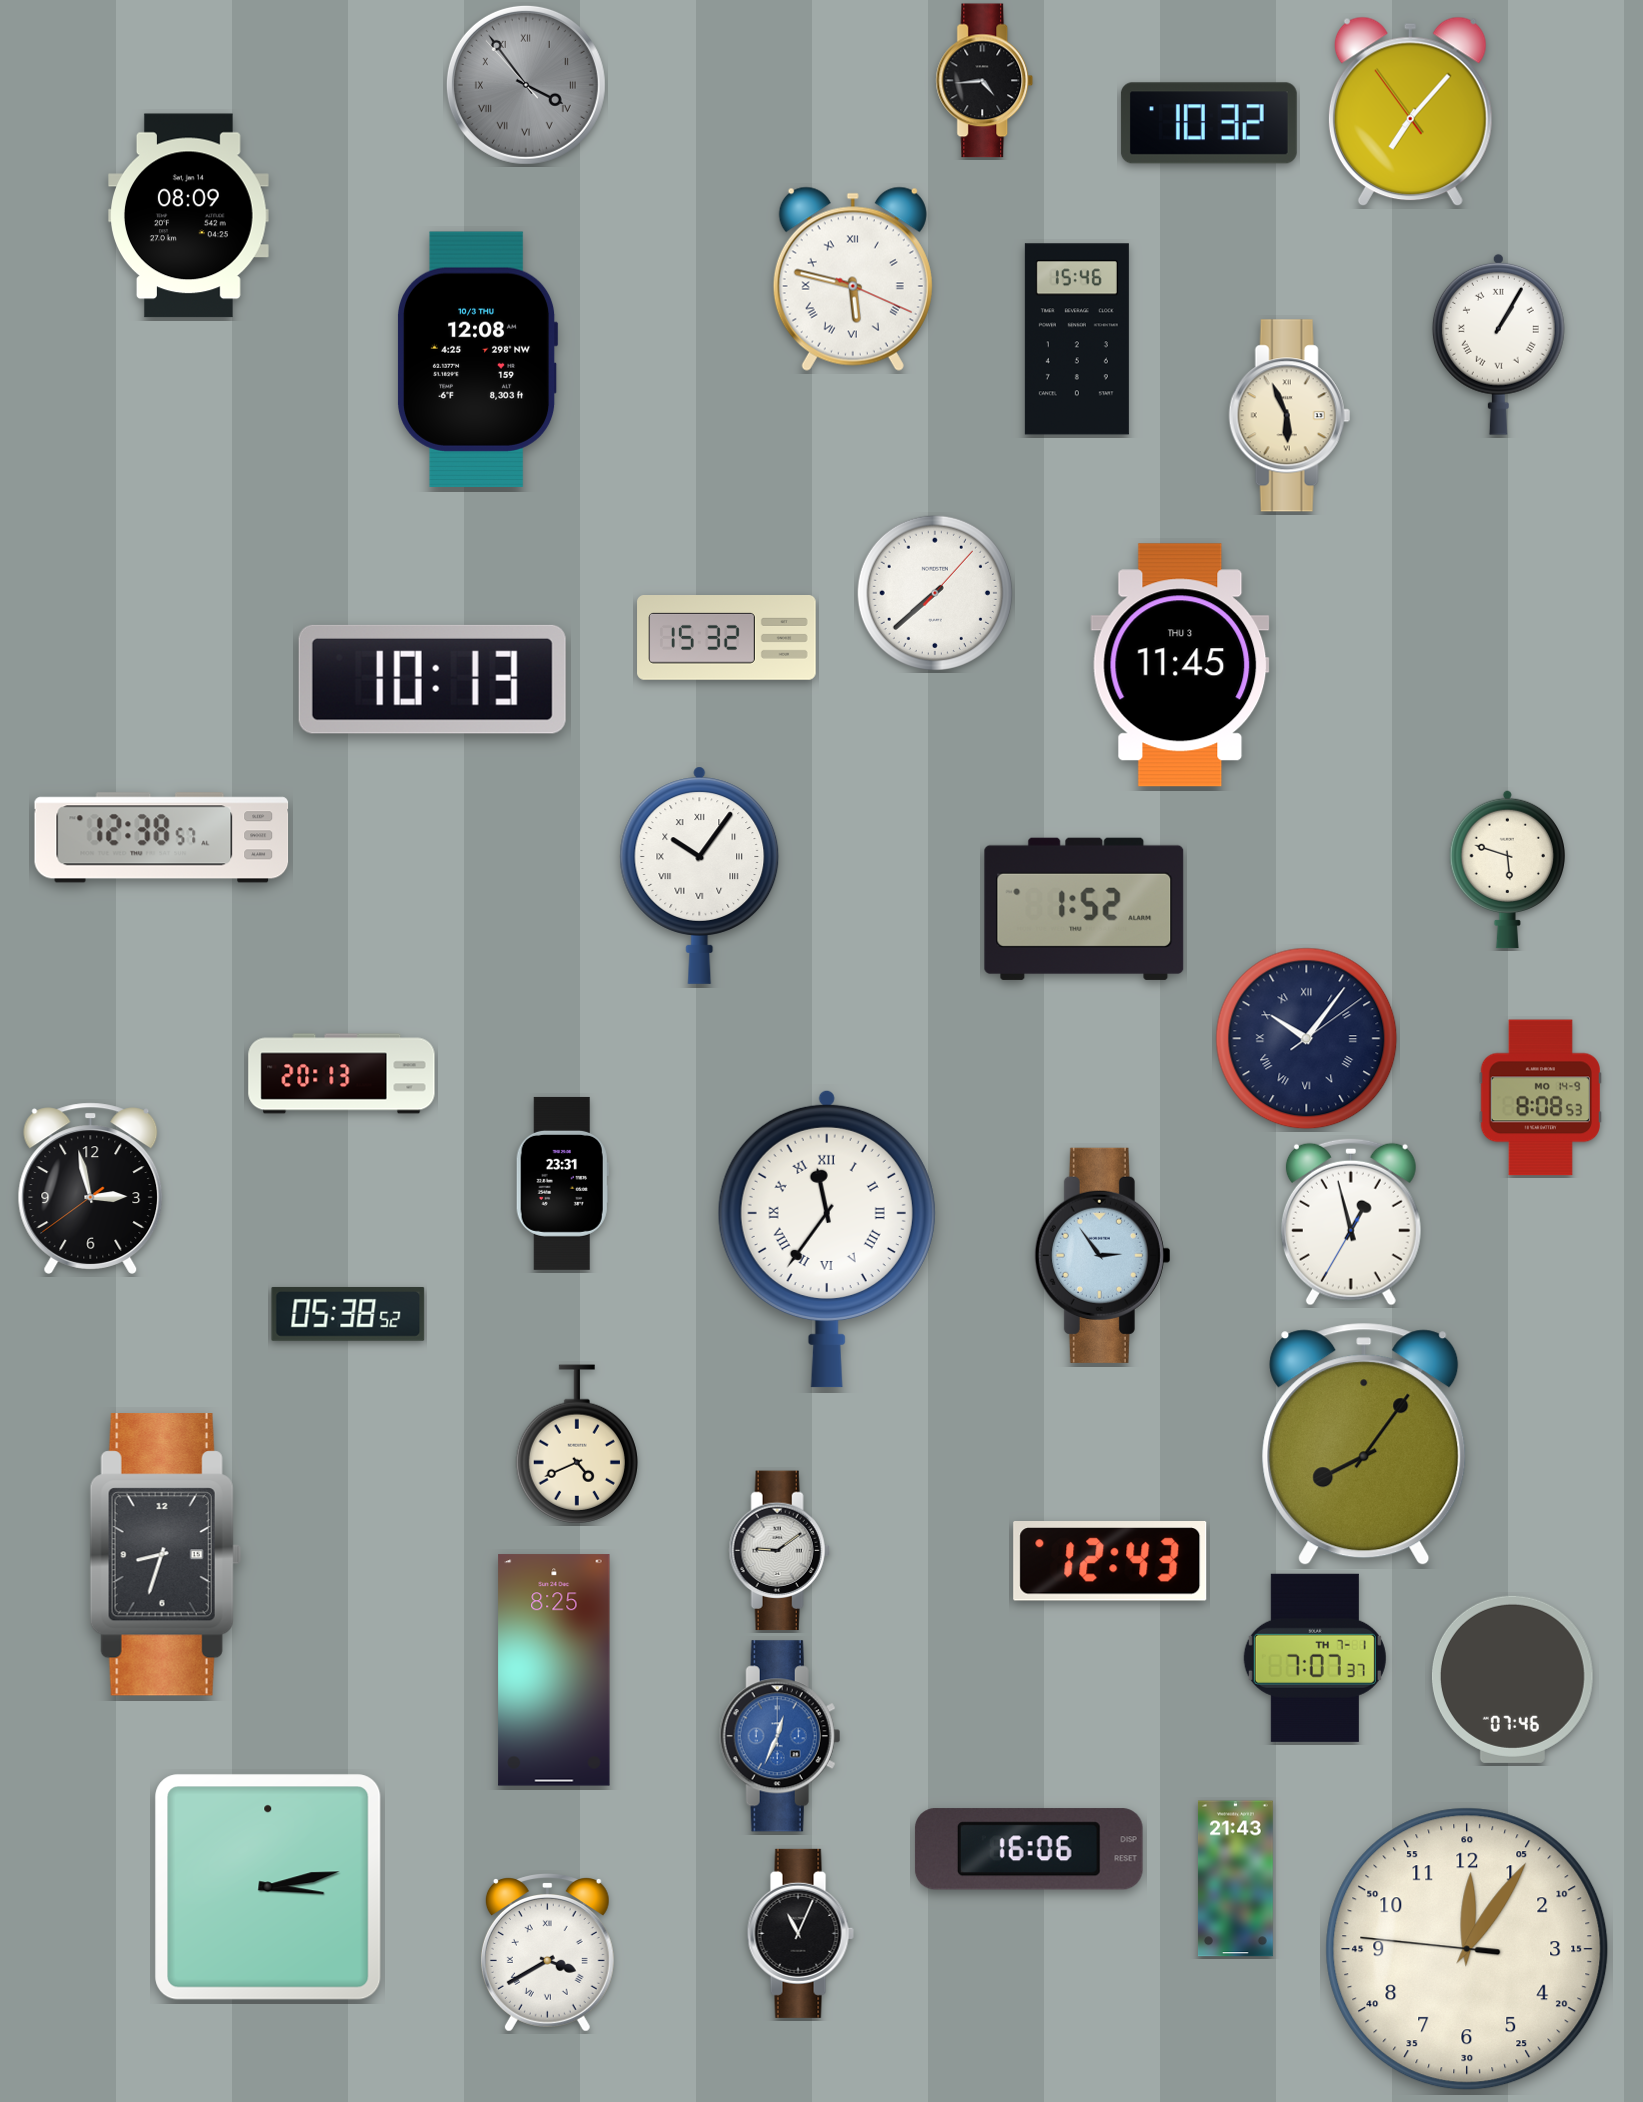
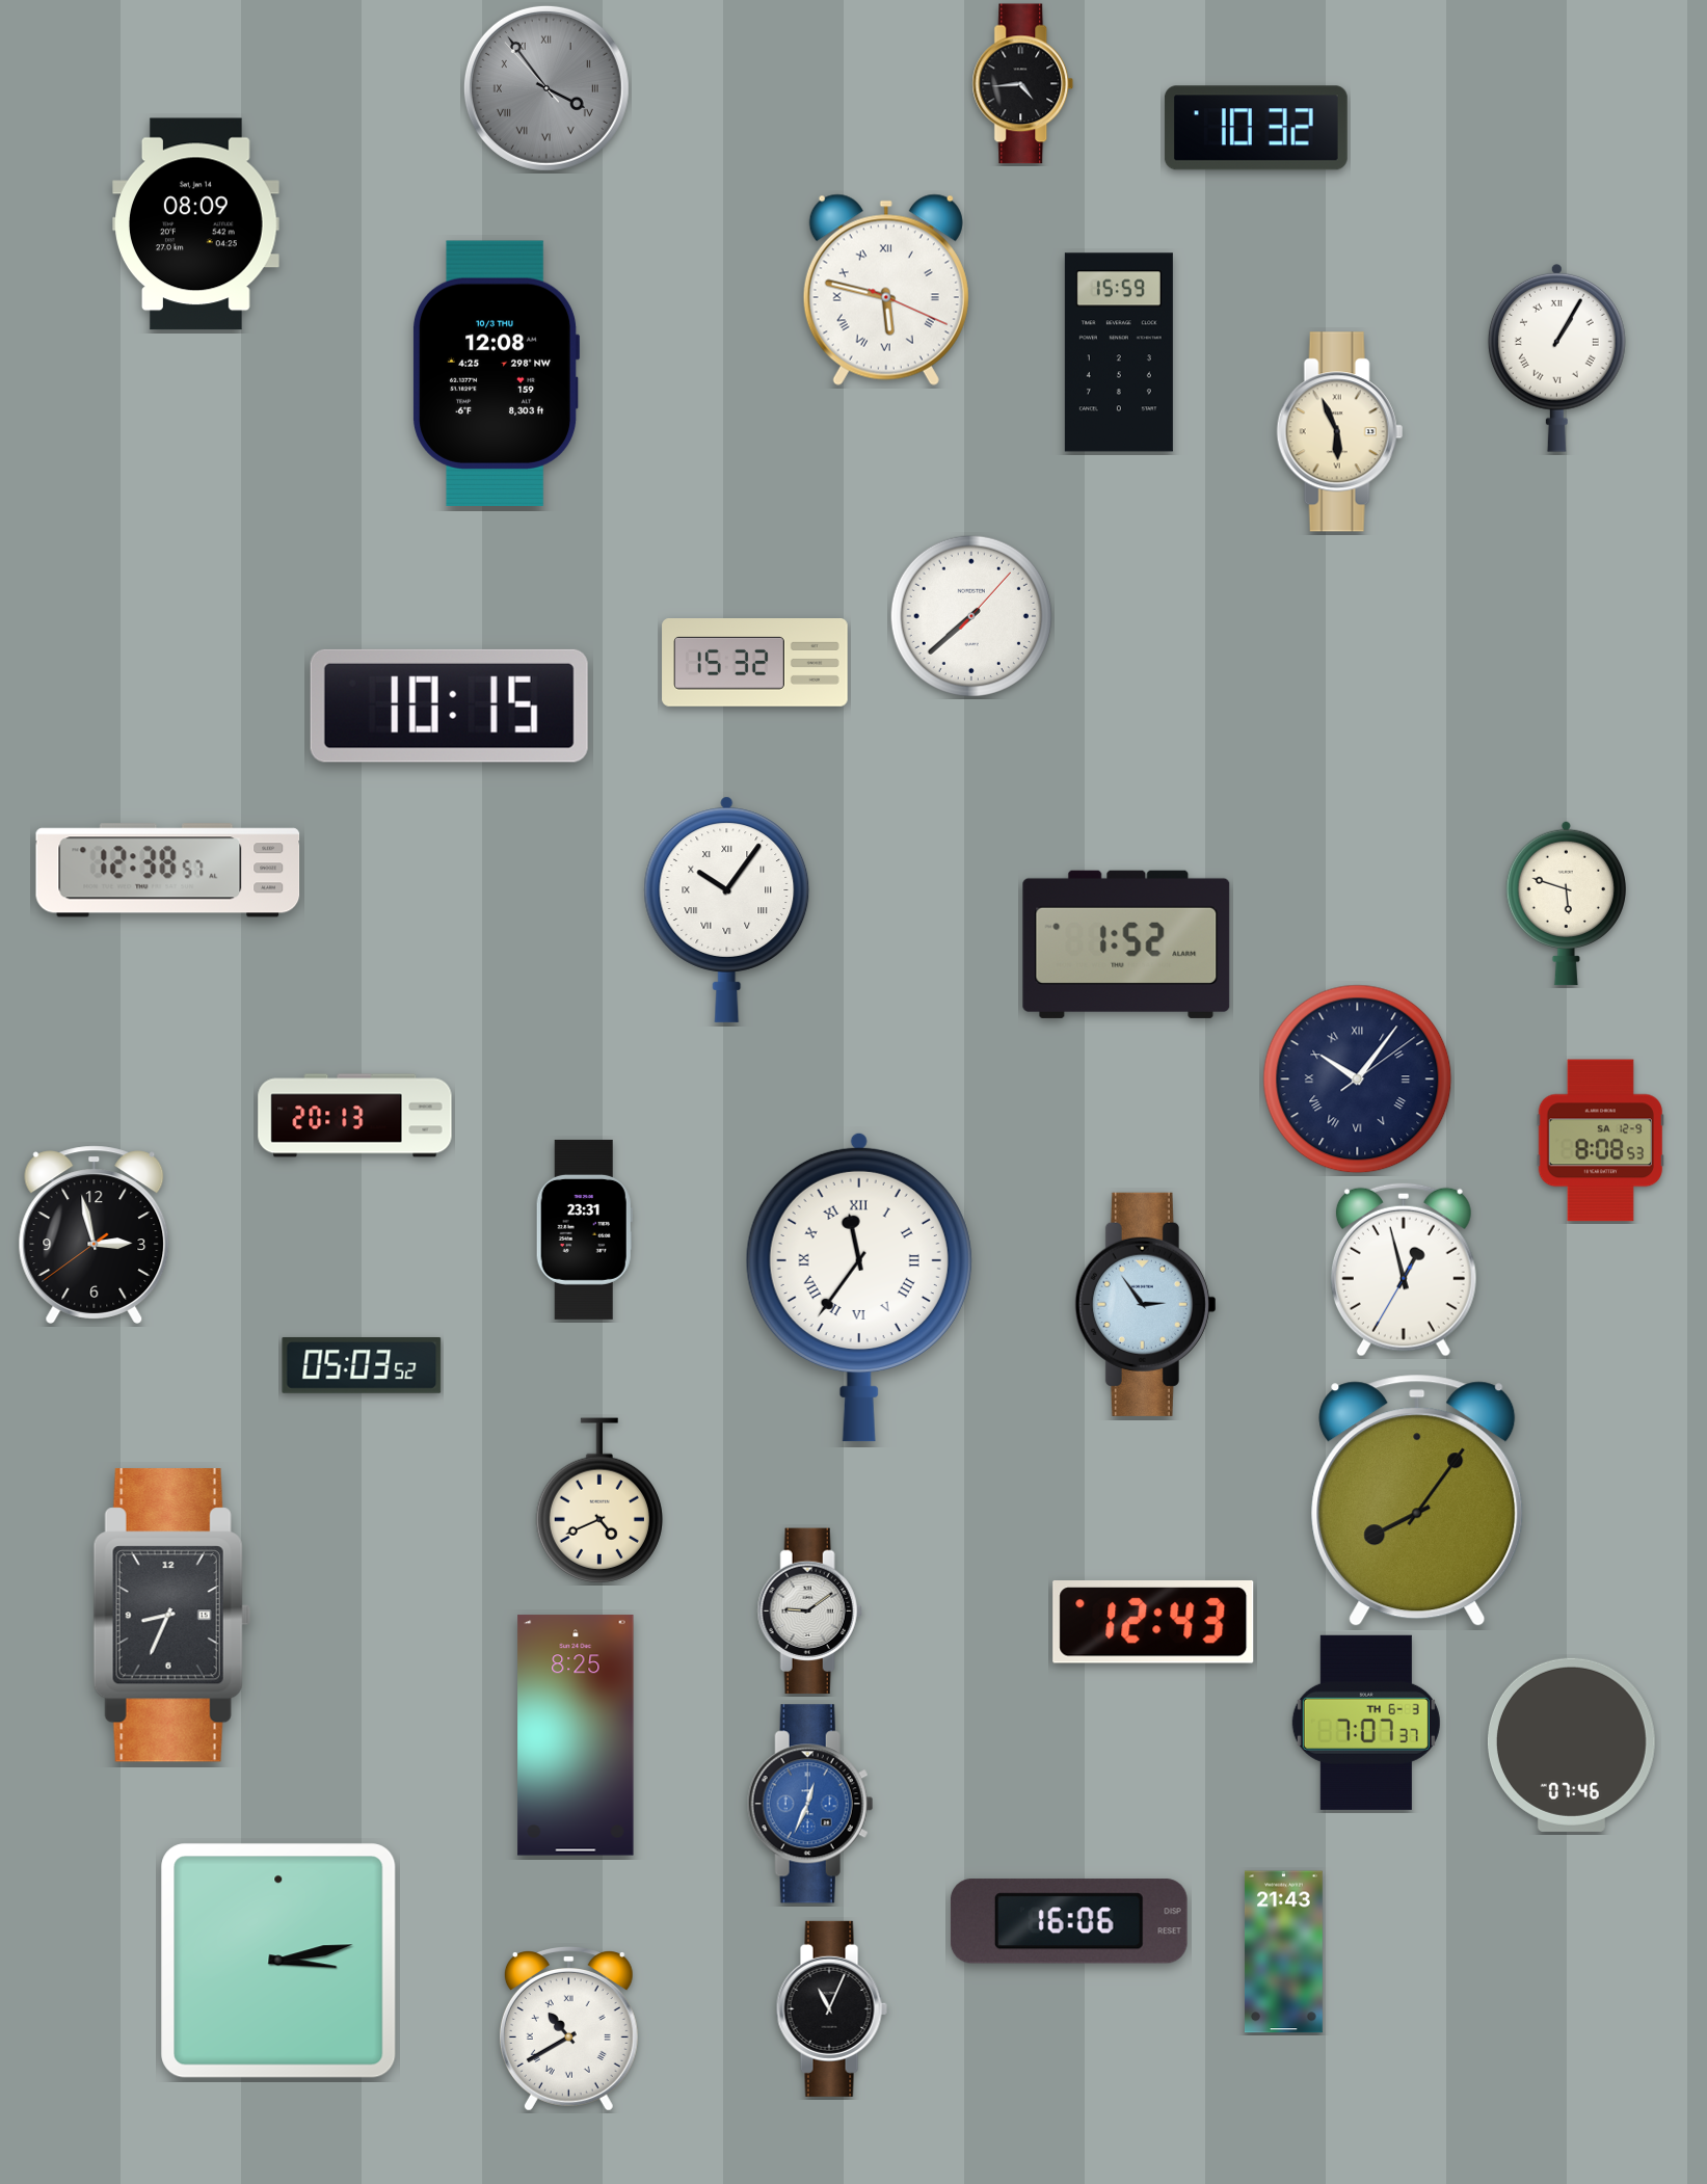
clock at (1410, 112): 7:06 -> none
clock at (1077, 339): 15:46 -> 15:59
clock at (1180, 665): 11:45 -> none
clock at (432, 679): 10:13 -> 10:15
clock at (1540, 1098) date: MO 14-9 -> SA 12-9
clock at (348, 1314): 05:38 -> 05:03
clock at (165, 1555): 8:33 -> 8:34
clock at (1315, 1658) date: TH 7-1 -> TH 6-3
clock at (1467, 1949): 12:05 -> none
clock at (547, 1953): 3:40 -> 10:40
